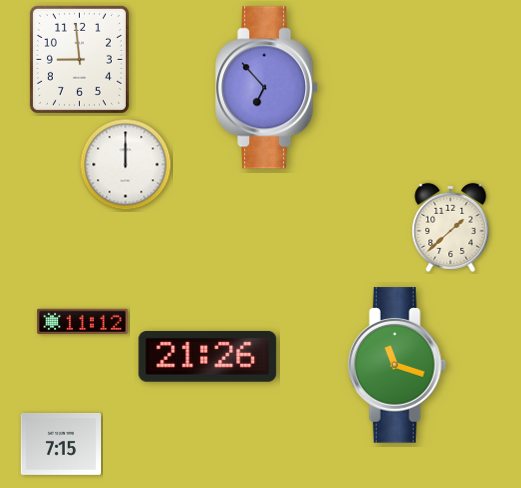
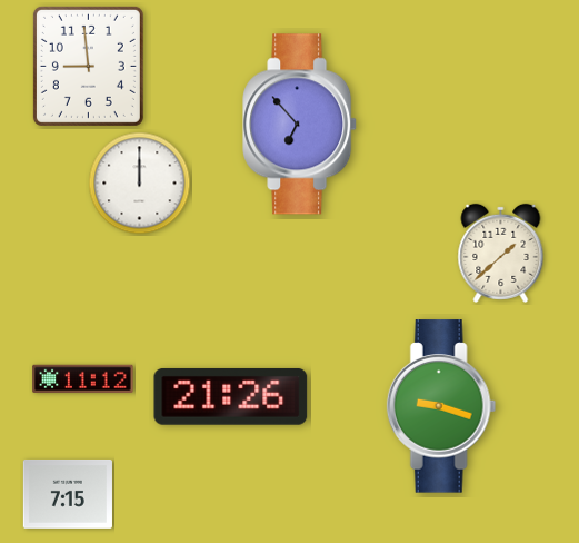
clock at (267, 88) position: (267, 88) -> (300, 125)
clock at (83, 321) position: (83, 321) -> (83, 378)
clock at (397, 365): 11:18 -> 9:18
